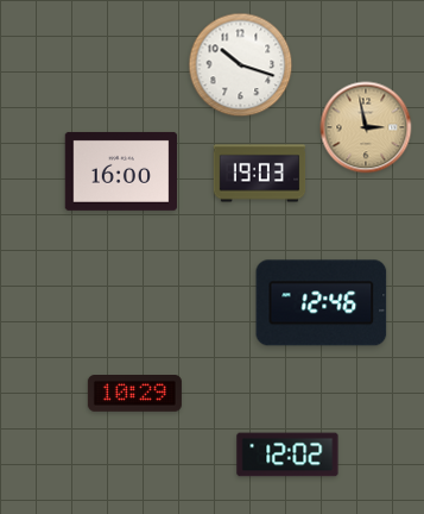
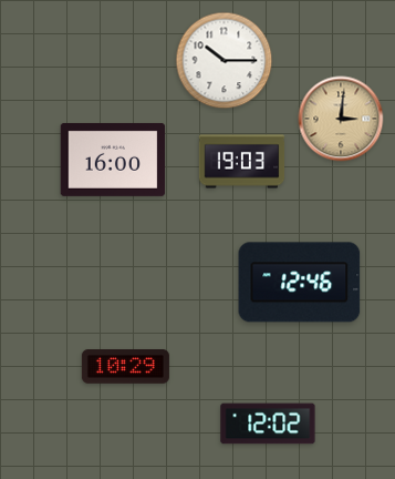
clock at (241, 65): 10:18 -> 10:15
clock at (366, 127): 2:58 -> 3:01
